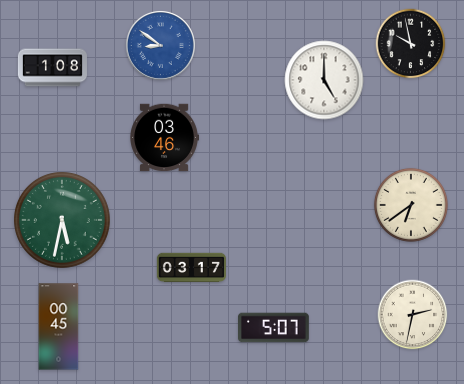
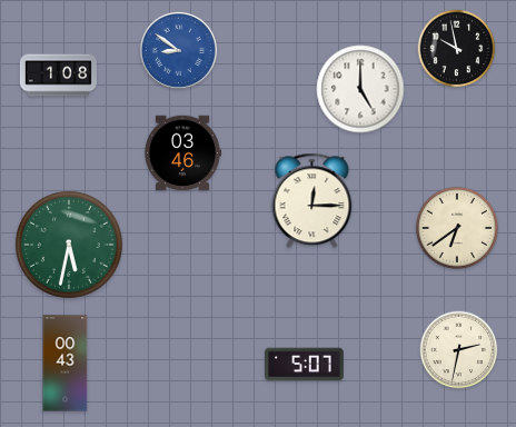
clock at (312, 201): none -> 12:15
clock at (191, 268): 03:17 -> none
clock at (59, 327): 00:45 -> 00:43
